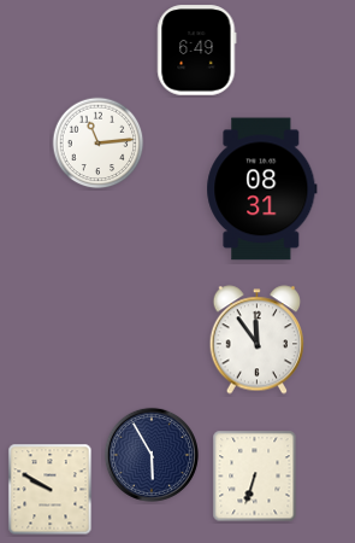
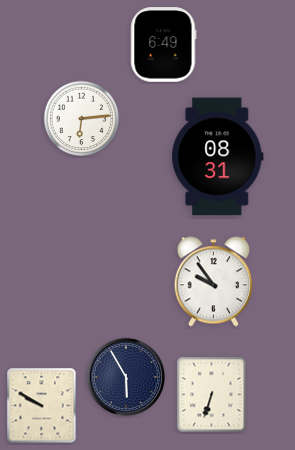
clock at (197, 51) position: (197, 51) -> (164, 45)
clock at (99, 144): 11:14 -> 6:14
clock at (256, 340): 11:54 -> 9:54
